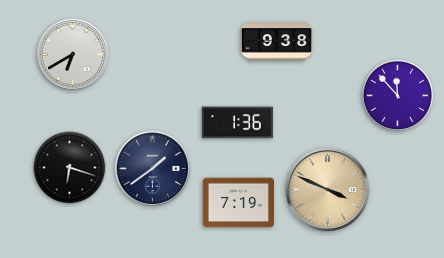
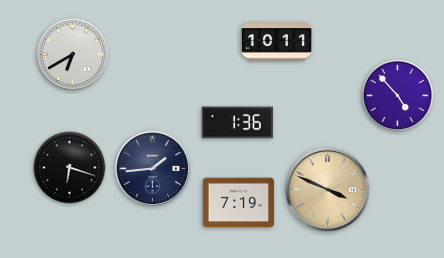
clock at (276, 42): 9:38 -> 10:11
clock at (398, 96): 11:53 -> 4:53
clock at (152, 168): 1:39 -> 1:44
